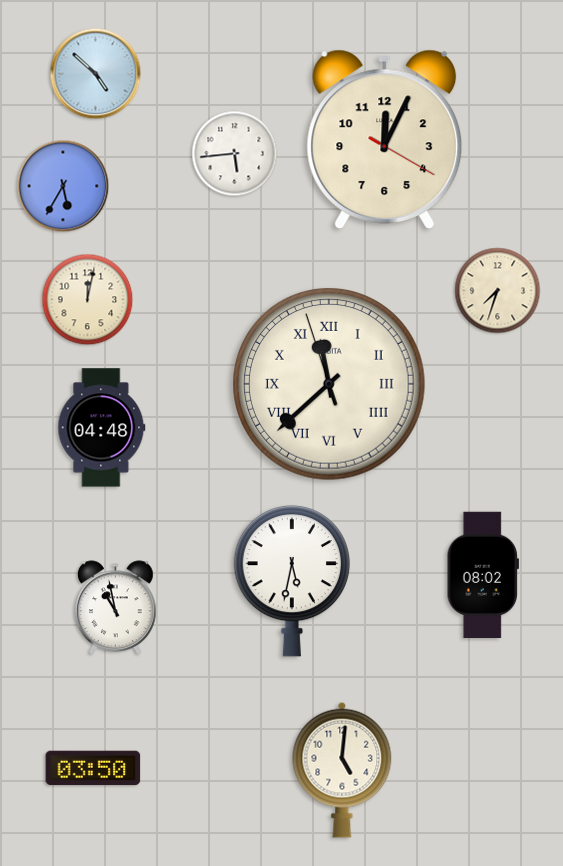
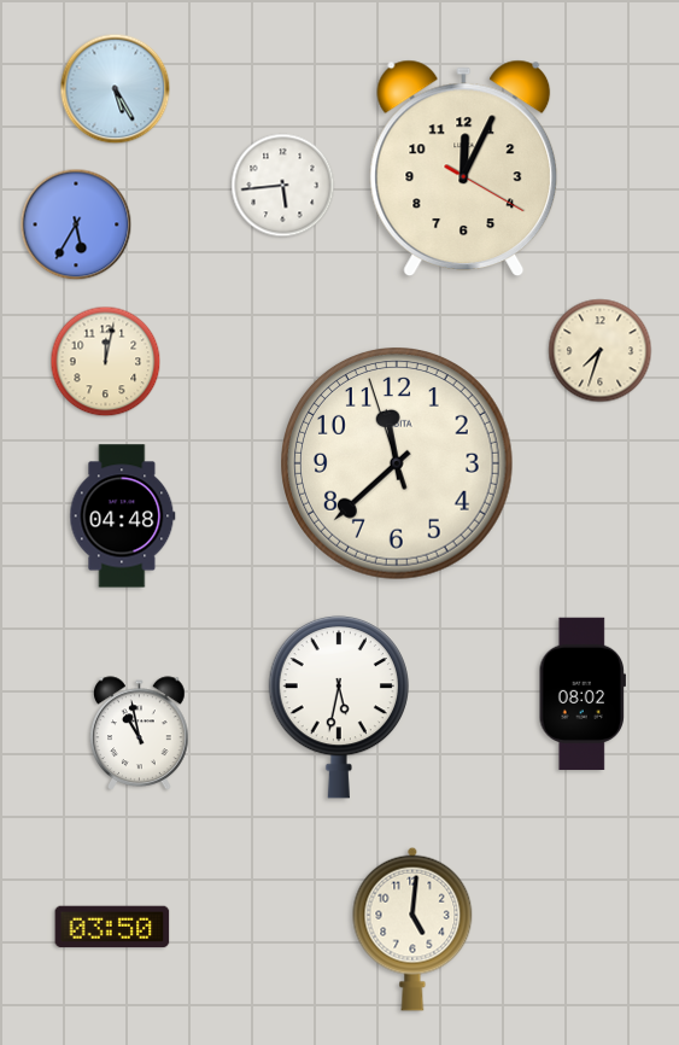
clock at (96, 74): 4:52 -> 5:25
clock at (329, 384) numerals: Roman -> Arabic
clock at (291, 581) position: (291, 581) -> (338, 707)
